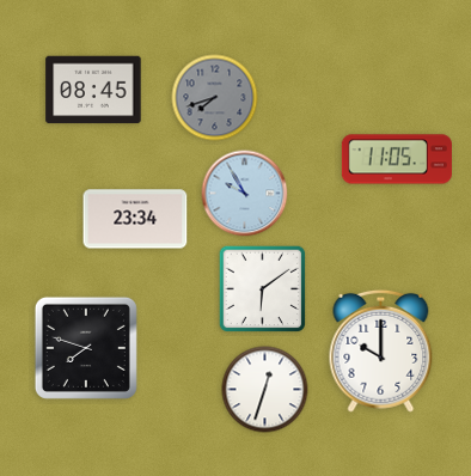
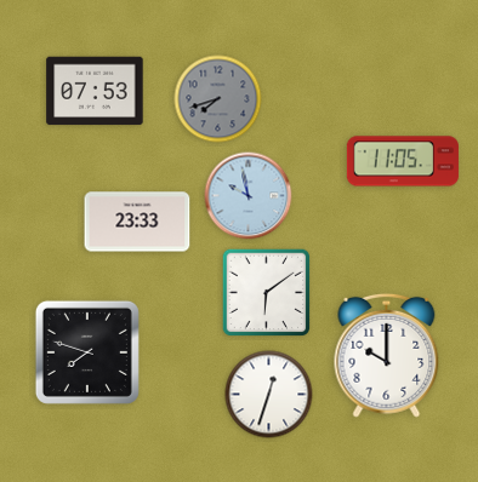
clock at (93, 90): 08:45 -> 07:53
clock at (245, 194): 9:55 -> 9:58
clock at (135, 219): 23:34 -> 23:33
